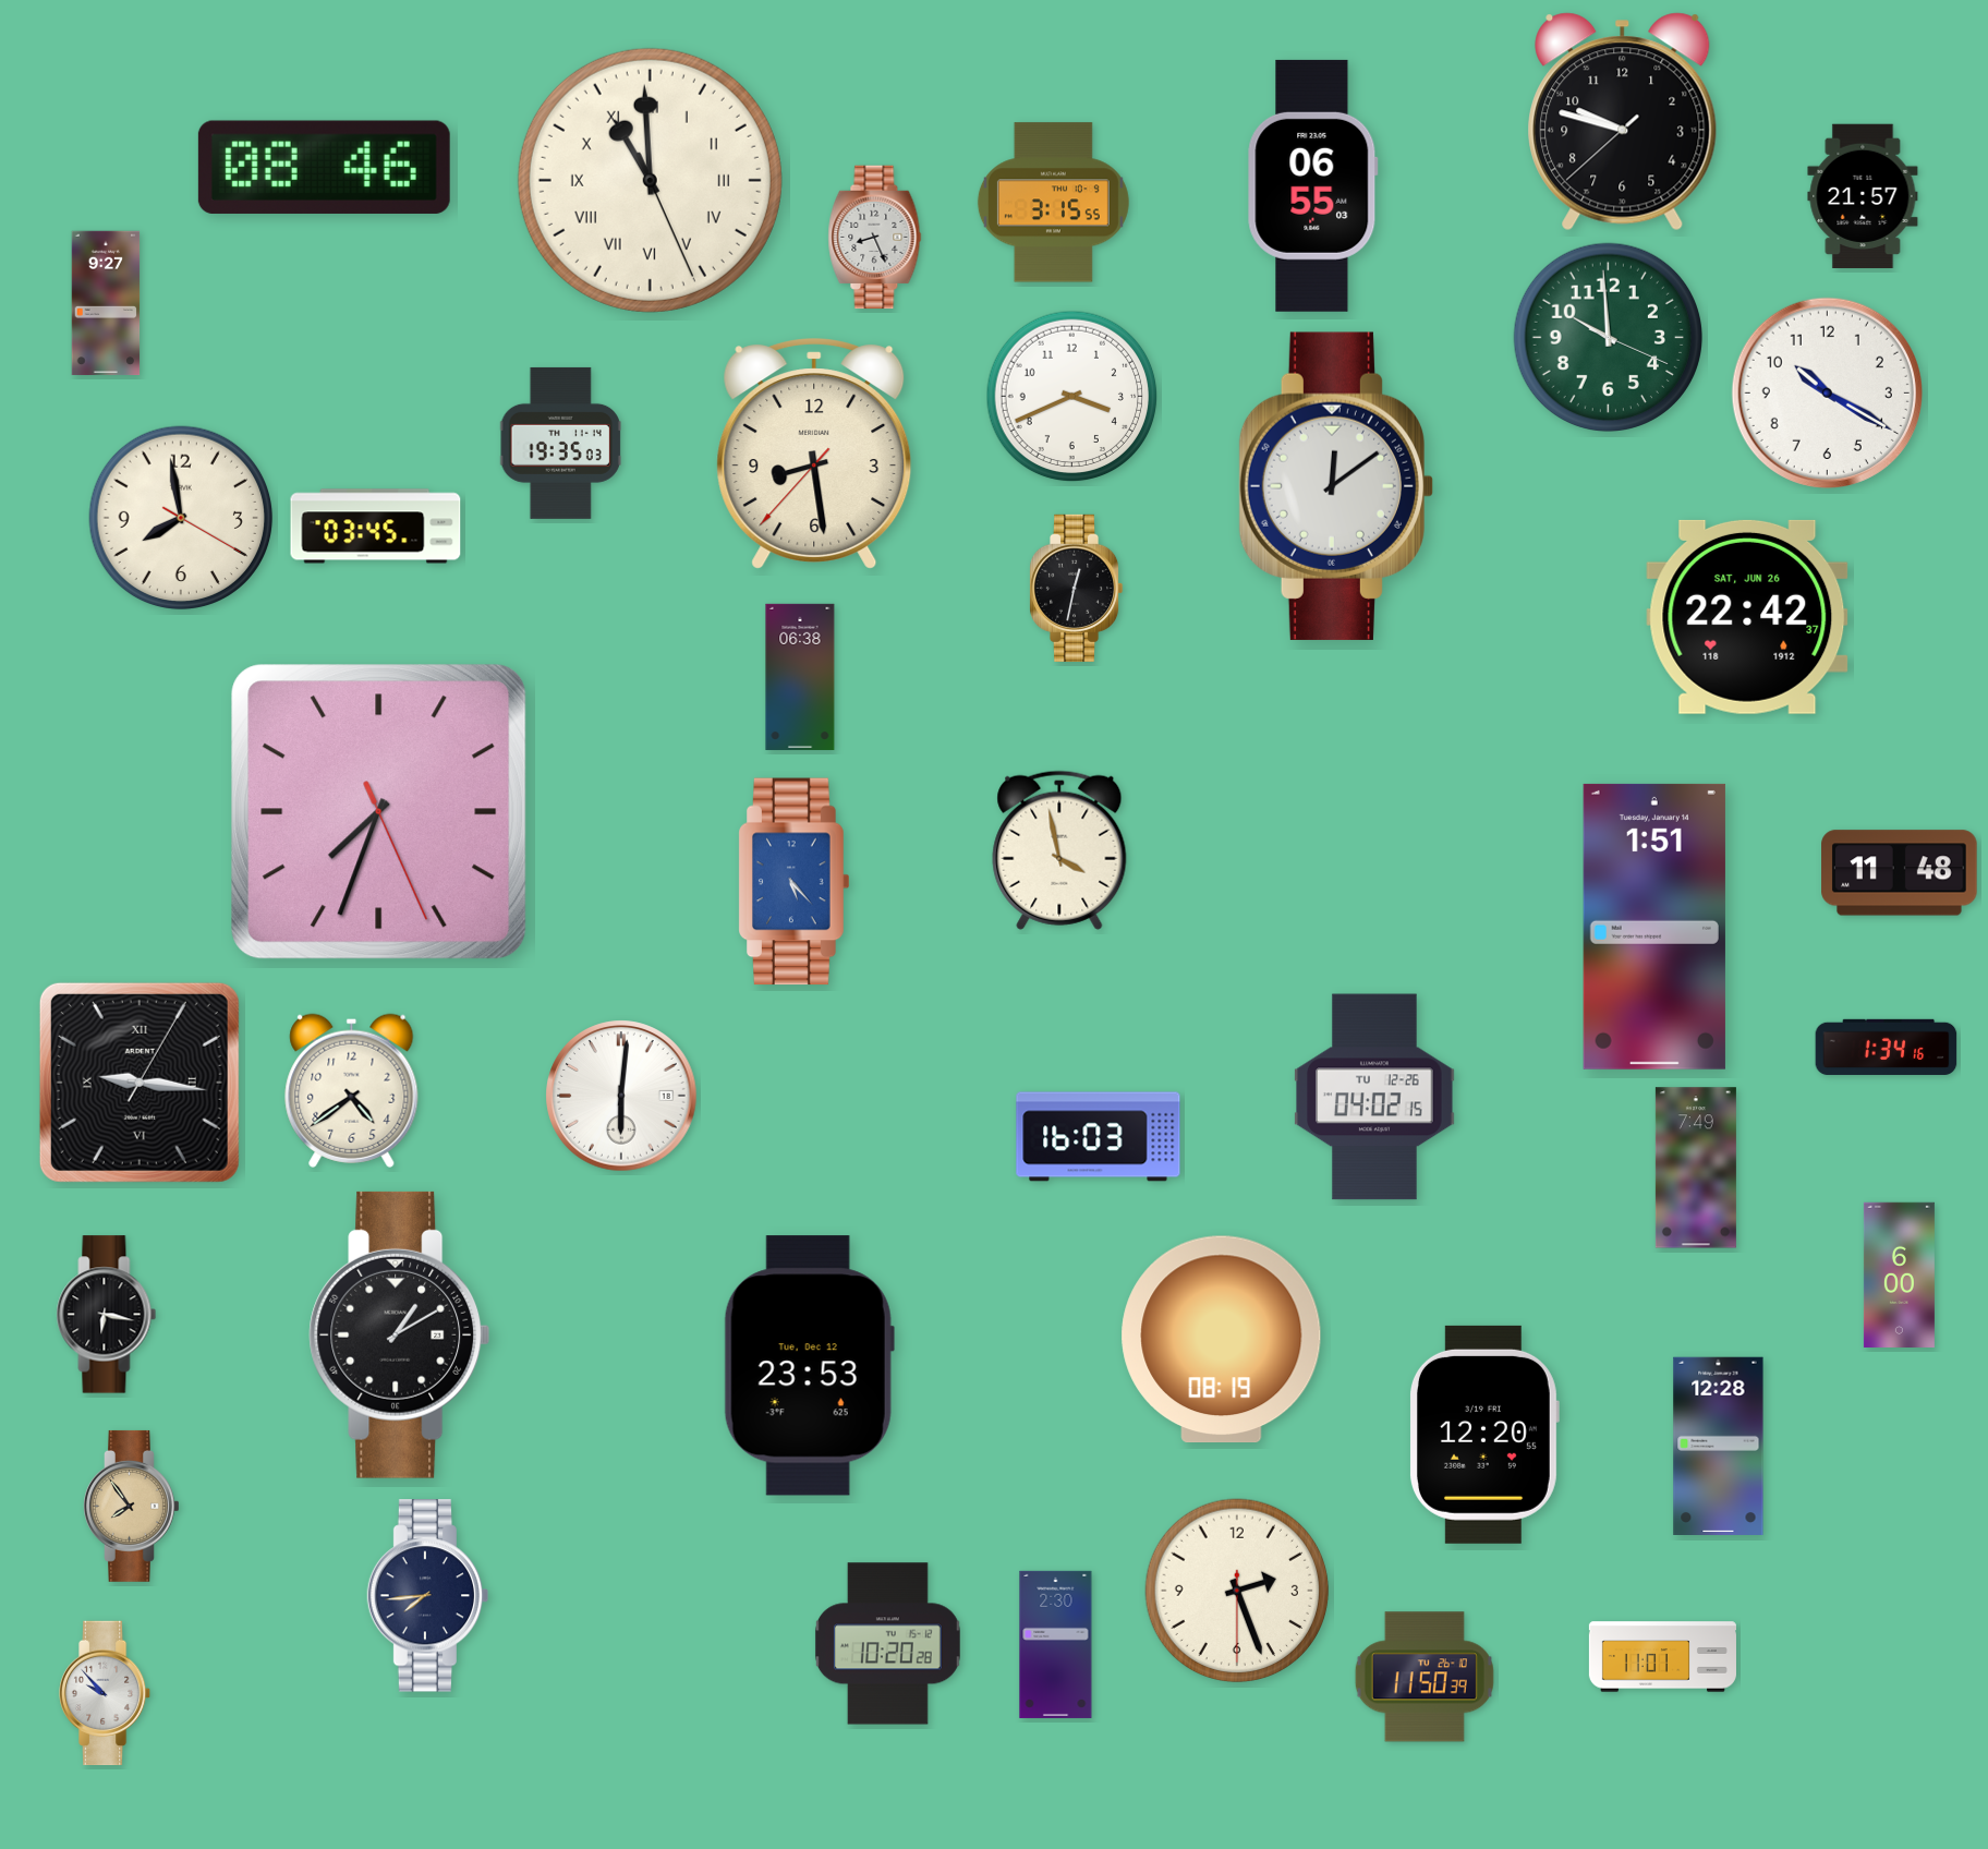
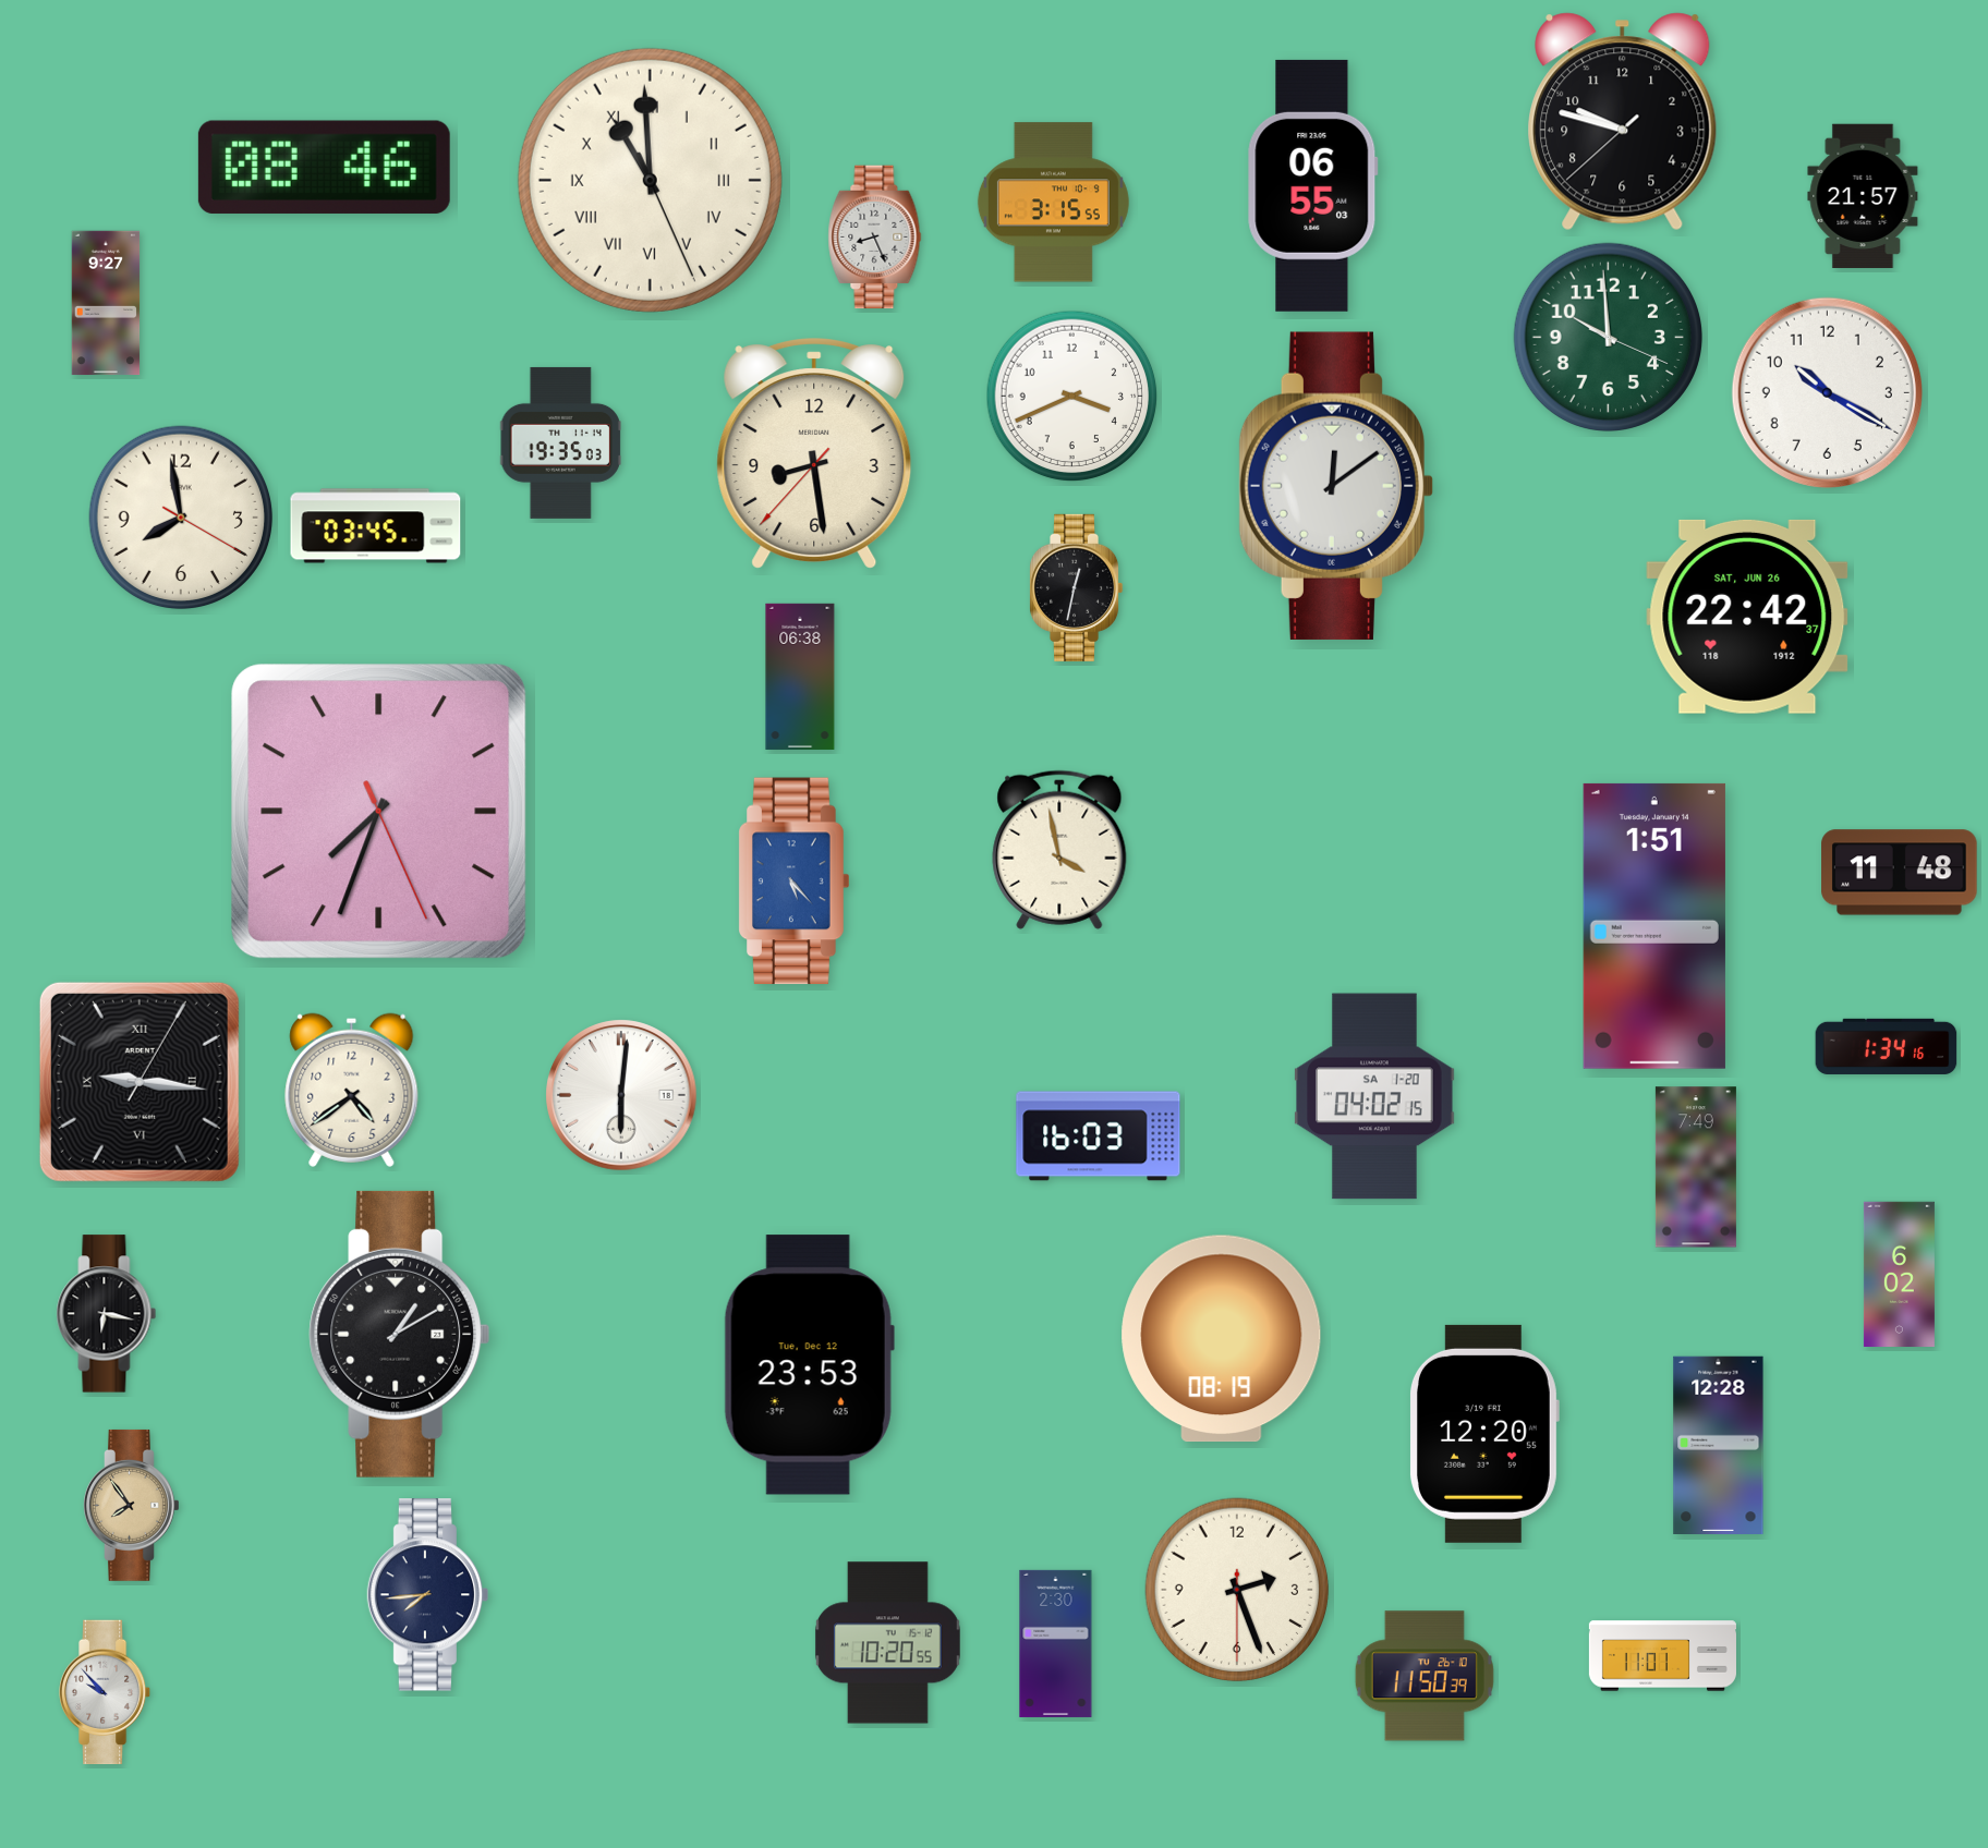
clock at (1374, 1097) date: TU 12-26 -> SA 1-20
clock at (1899, 1274): 6:00 -> 6:02
clock at (887, 1644): 10:20:28 -> 10:20:55
